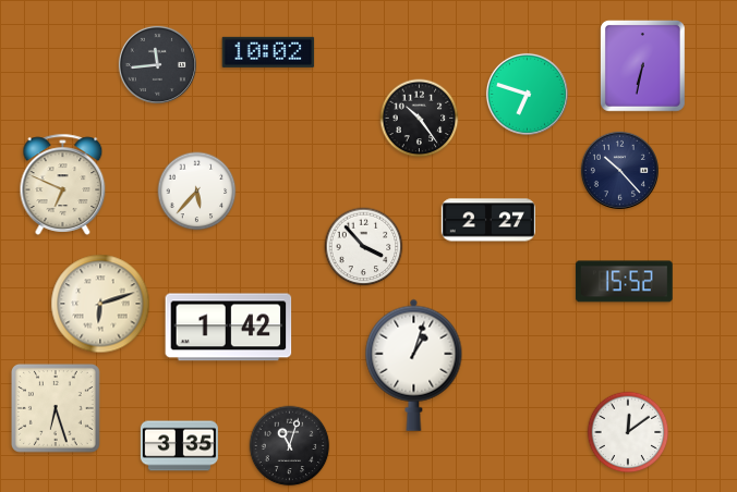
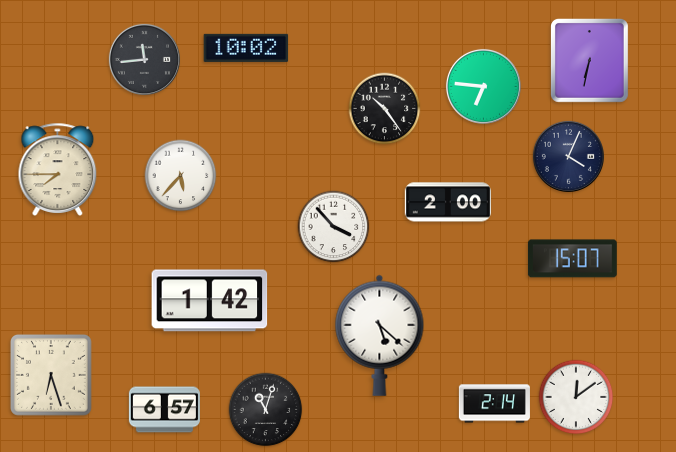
clock at (527, 94): 6:48 -> 6:46
clock at (619, 170): 10:23 -> 4:04
clock at (63, 184): 6:49 -> 7:45
clock at (487, 220): 2:27 -> 2:00
clock at (624, 282): 15:52 -> 15:07
clock at (100, 304): 6:12 -> none
clock at (414, 365): 1:03 -> 5:22
clock at (494, 404): none -> 2:14
clock at (179, 446): 3:35 -> 6:57
